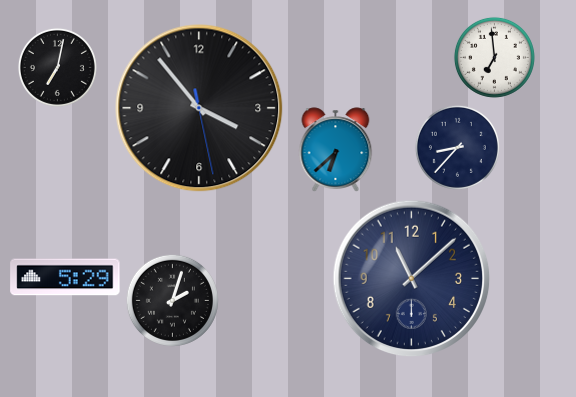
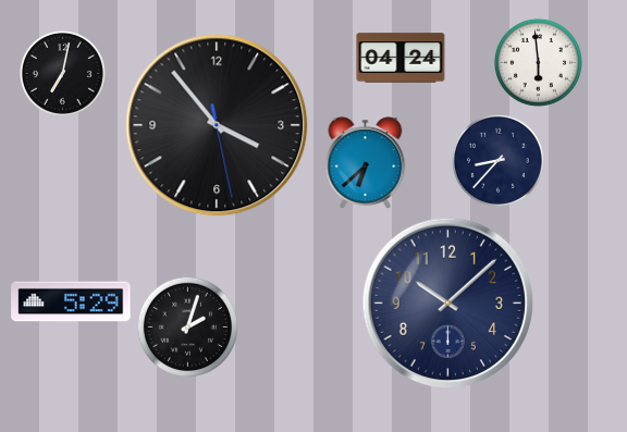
clock at (401, 58): none -> 04:24
clock at (494, 57): 6:59 -> 5:59
clock at (199, 108) position: (199, 108) -> (217, 125)
clock at (412, 279): 11:08 -> 10:08
